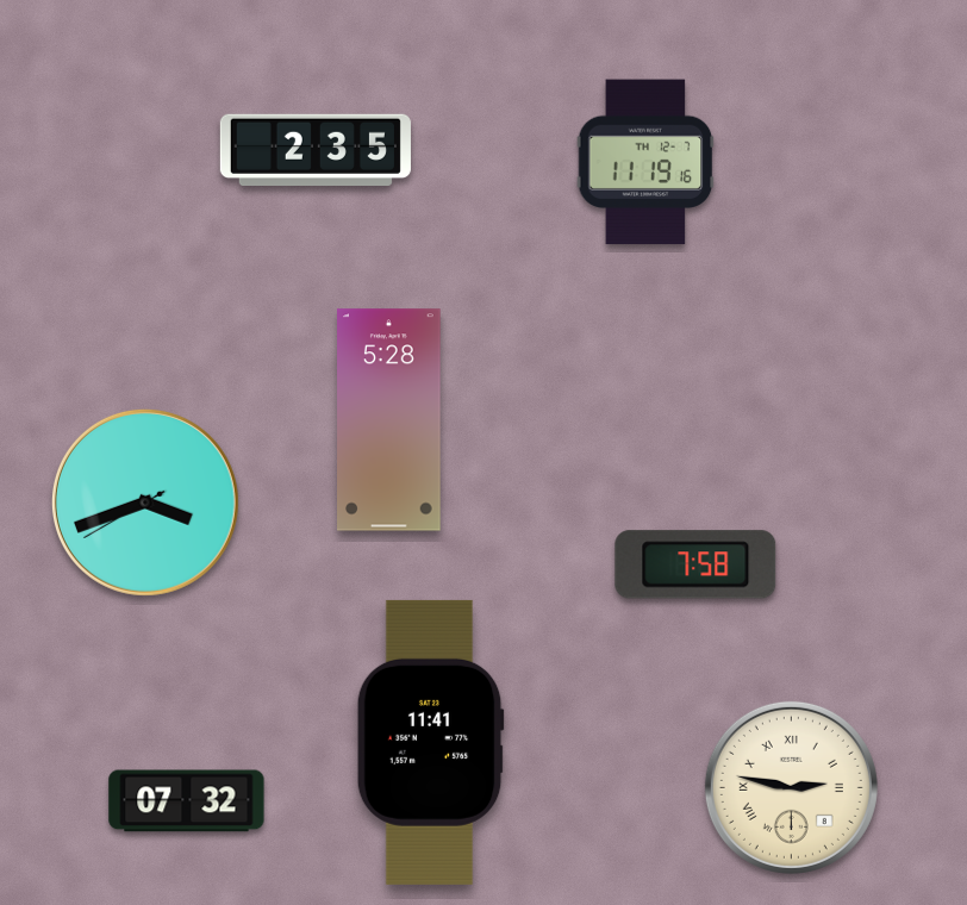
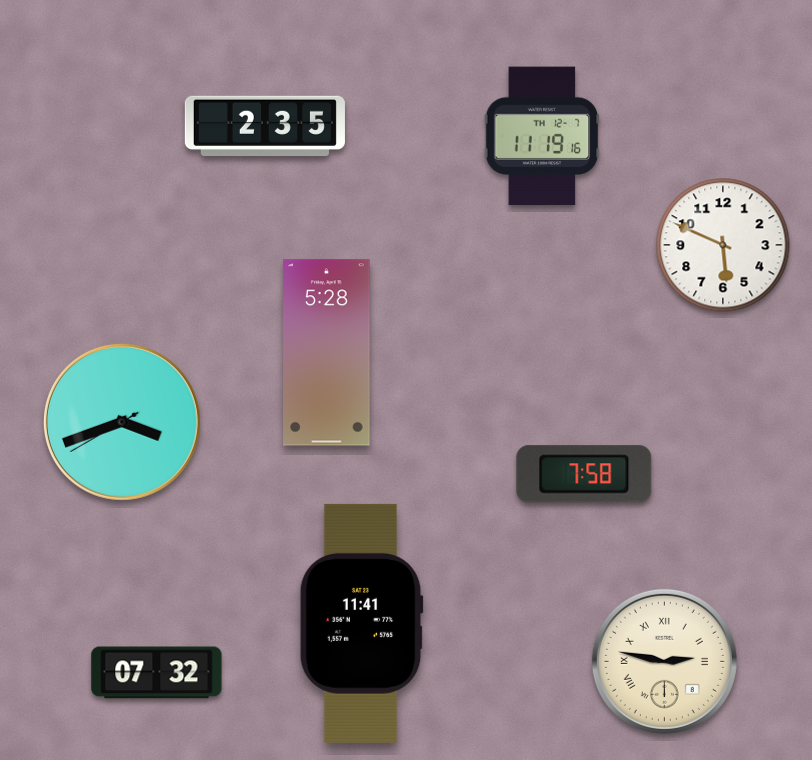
clock at (723, 245): none -> 5:49
